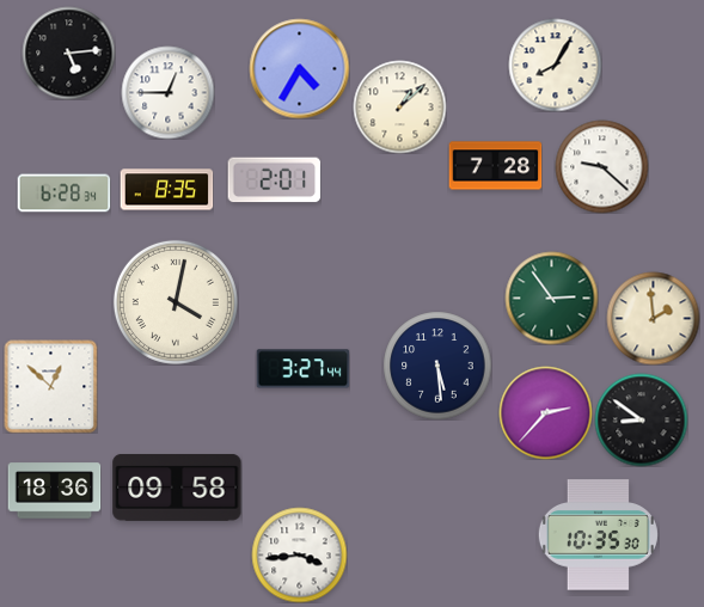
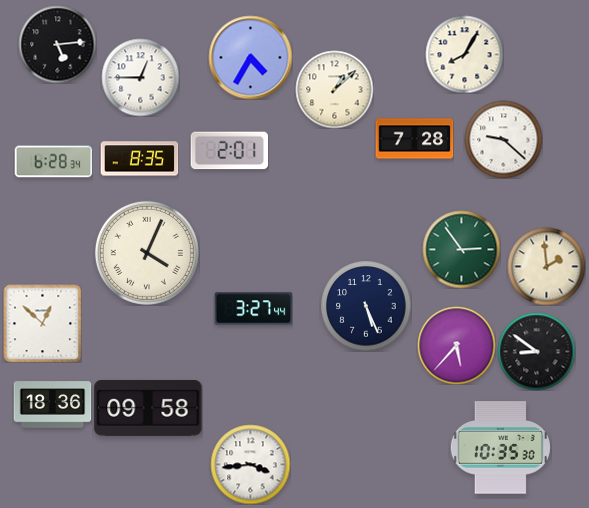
clock at (176, 302): 4:02 -> 4:04
clock at (437, 366): 5:29 -> 5:26
clock at (545, 412): 2:37 -> 5:37
clock at (54, 491) position: (54, 491) -> (52, 405)
